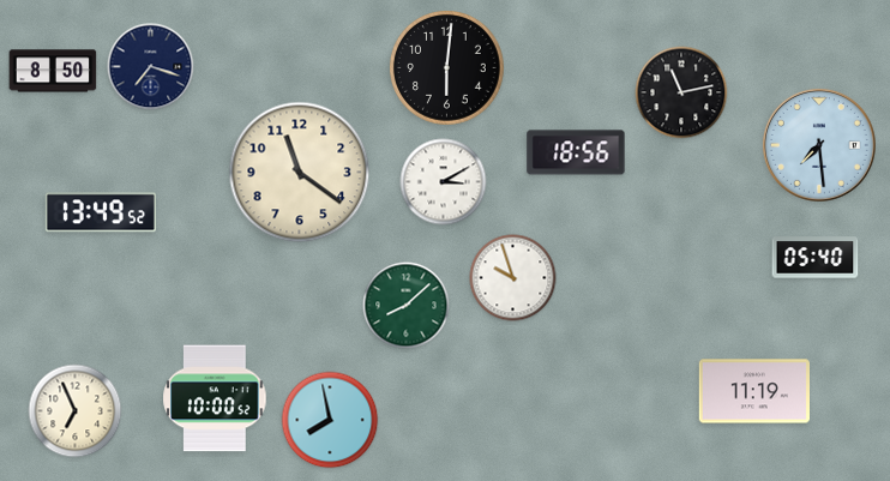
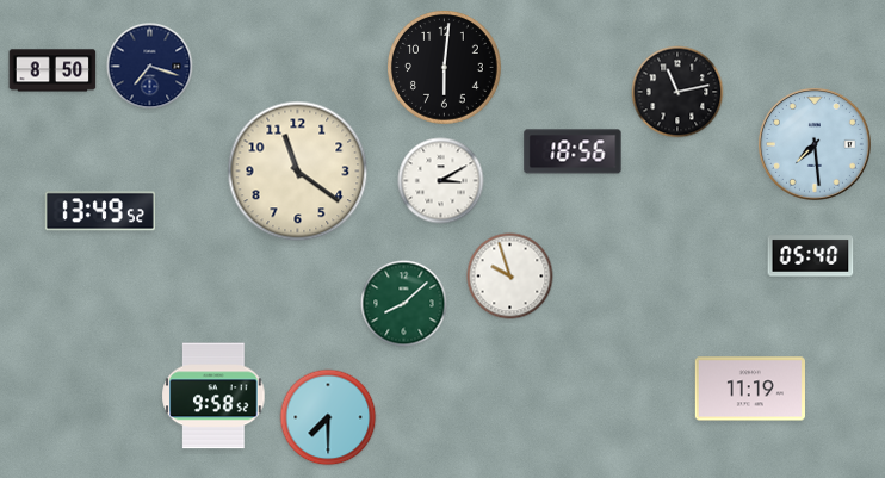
clock at (215, 398): 10:00 -> 9:58
clock at (76, 411): 6:56 -> none
clock at (330, 420): 7:58 -> 7:30
